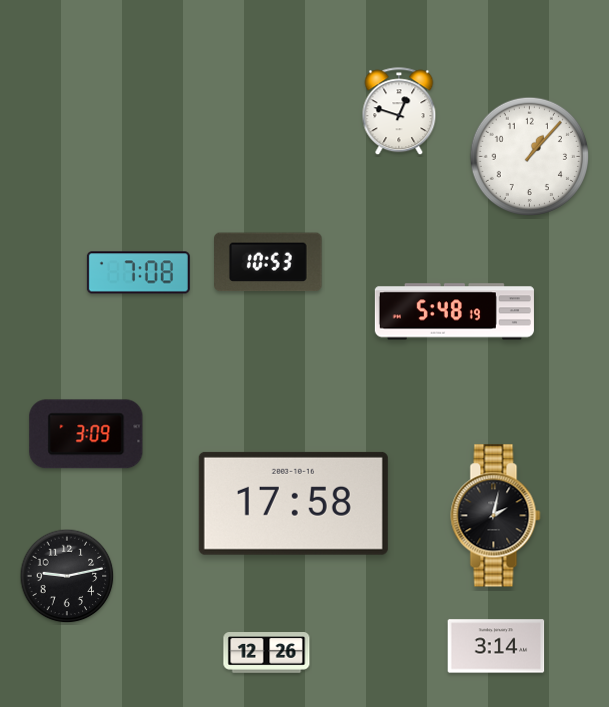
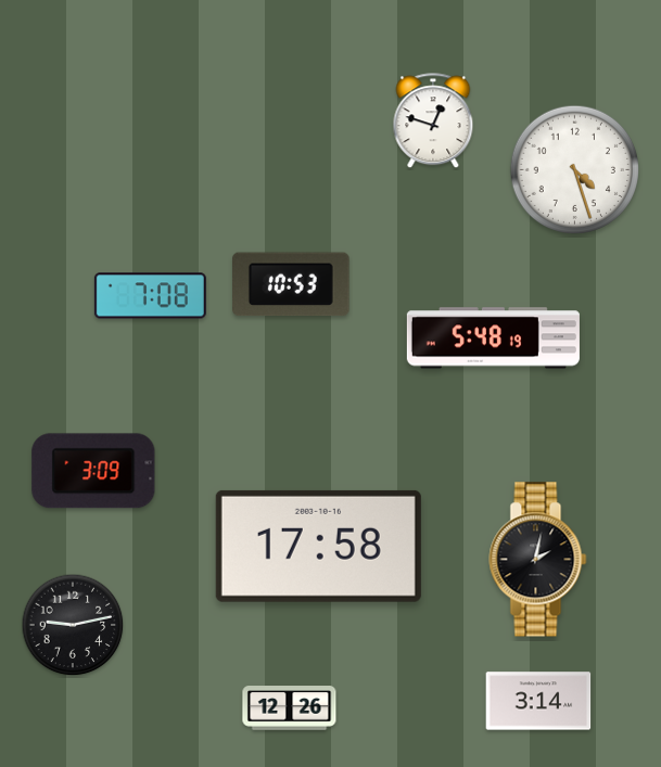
clock at (529, 156): 1:07 -> 4:27
